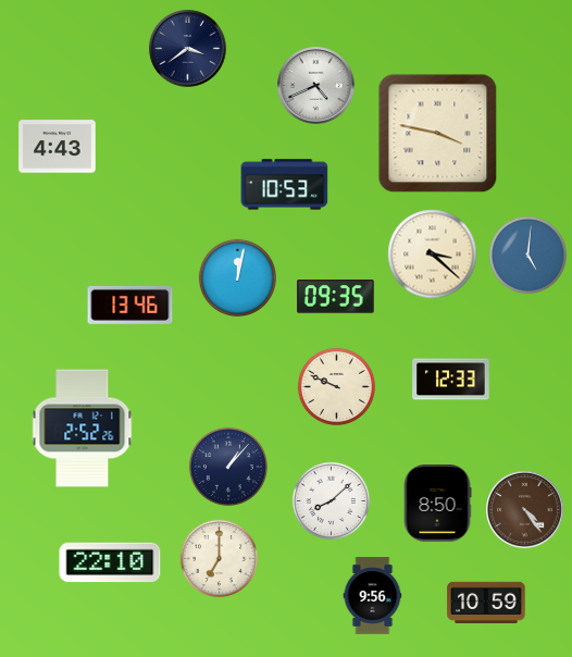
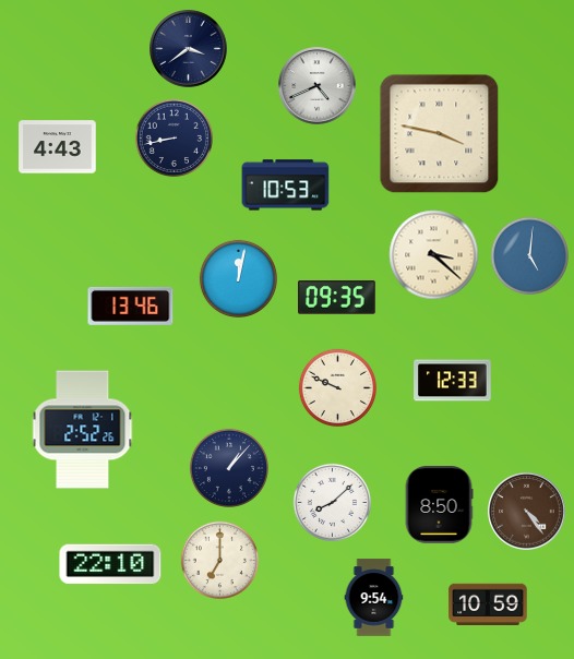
clock at (174, 137): none -> 8:43
clock at (373, 596): 9:56 -> 9:54
